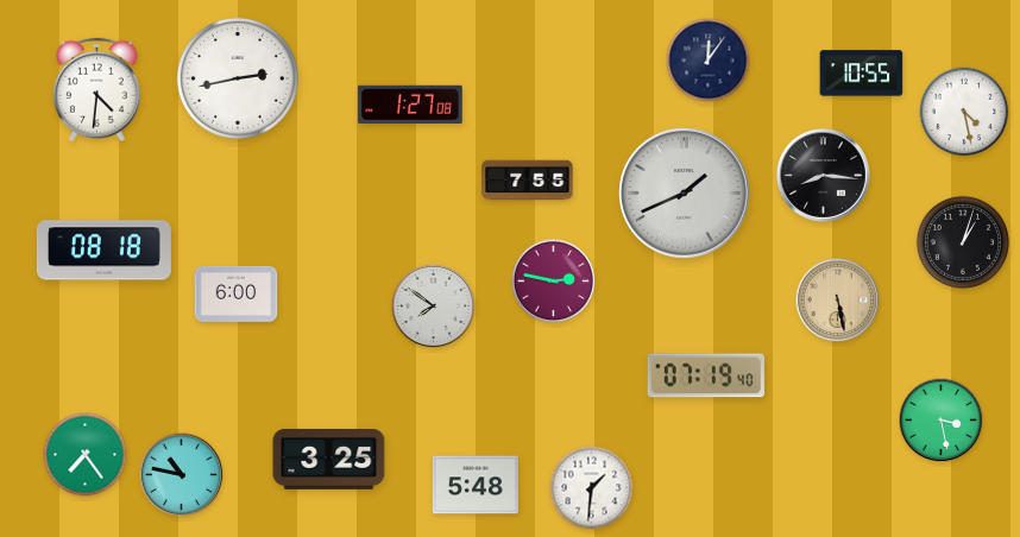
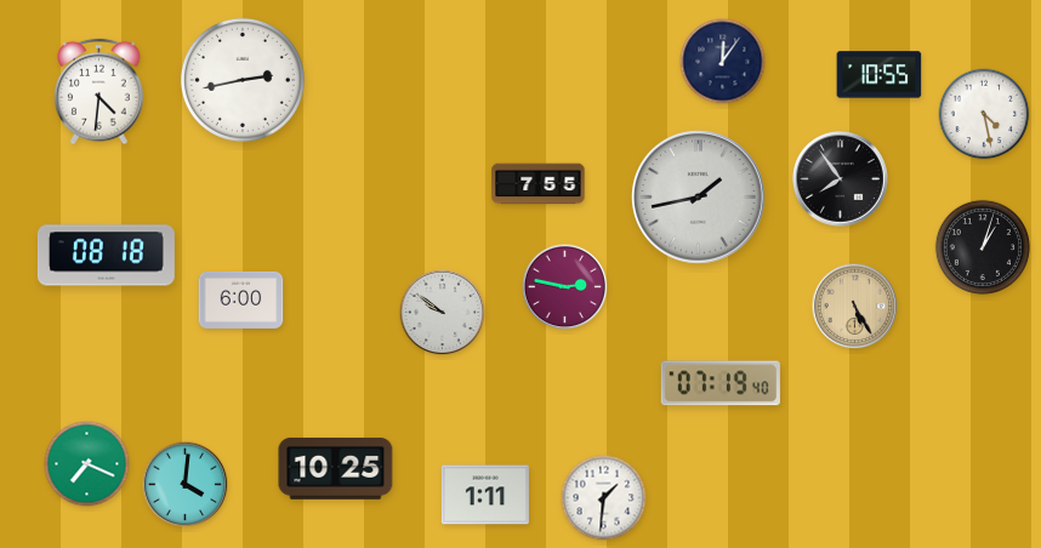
clock at (410, 105): 1:27 -> none
clock at (824, 176): 8:16 -> 7:54
clock at (685, 194): 1:41 -> 1:43
clock at (838, 301): 5:28 -> 5:25
clock at (434, 307): 7:51 -> 9:51
clock at (942, 421): 3:28 -> none
clock at (86, 455): 7:24 -> 7:19
clock at (329, 459): 3:25 -> 10:25
clock at (182, 475): 10:47 -> 4:01
clock at (476, 485): 5:48 -> 1:11
